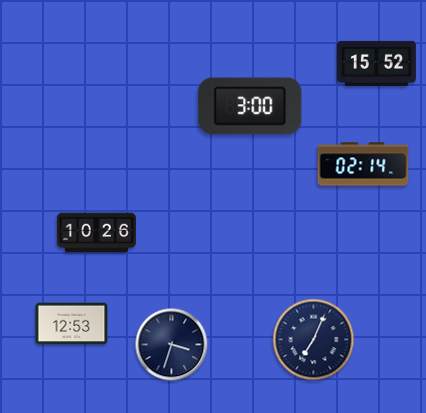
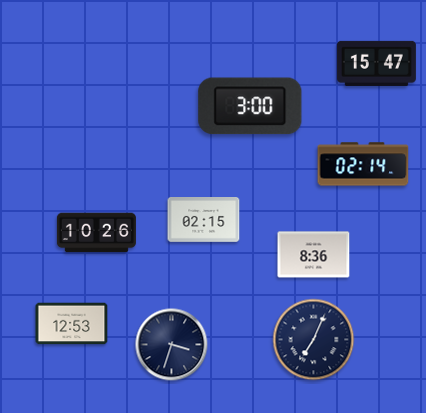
clock at (376, 63): 15:52 -> 15:47
clock at (204, 220): none -> 02:15
clock at (314, 255): none -> 8:36
